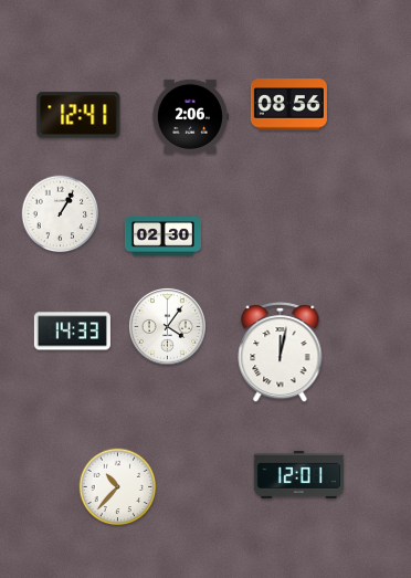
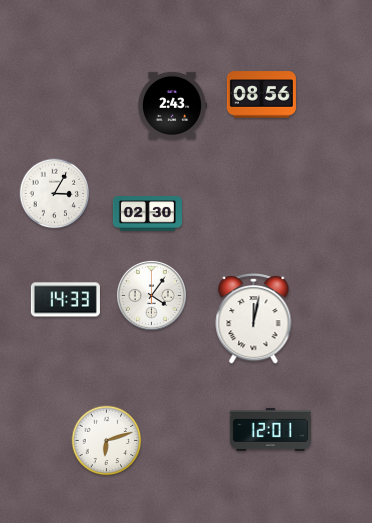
clock at (78, 115): 12:41 -> none
clock at (190, 116): 2:06 -> 2:43
clock at (61, 214): 1:05 -> 3:05
clock at (118, 487): 10:37 -> 6:12
